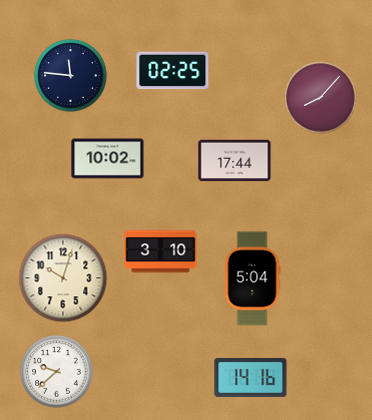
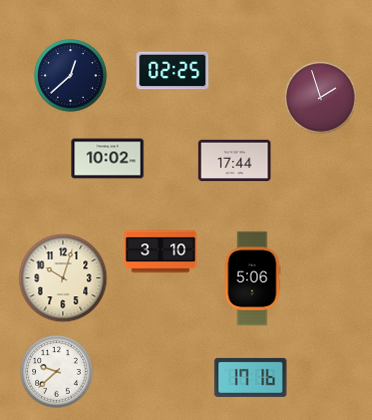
clock at (71, 76): 11:46 -> 12:38
clock at (321, 98): 8:07 -> 1:57
clock at (252, 279): 5:04 -> 5:06
clock at (251, 377): 14:16 -> 17:16
